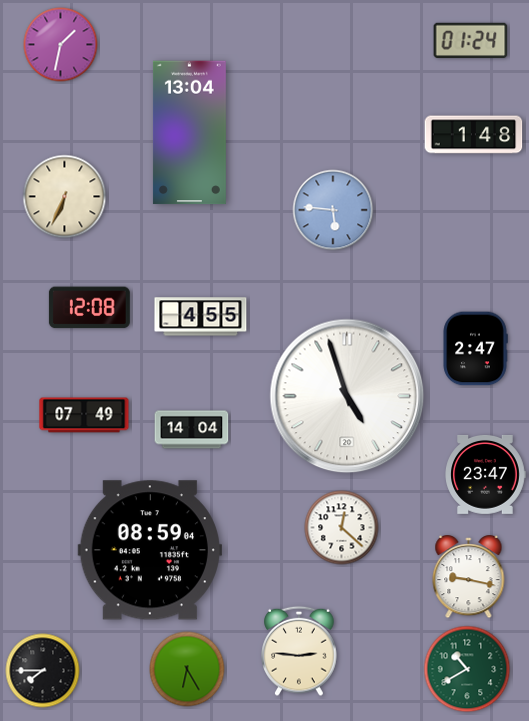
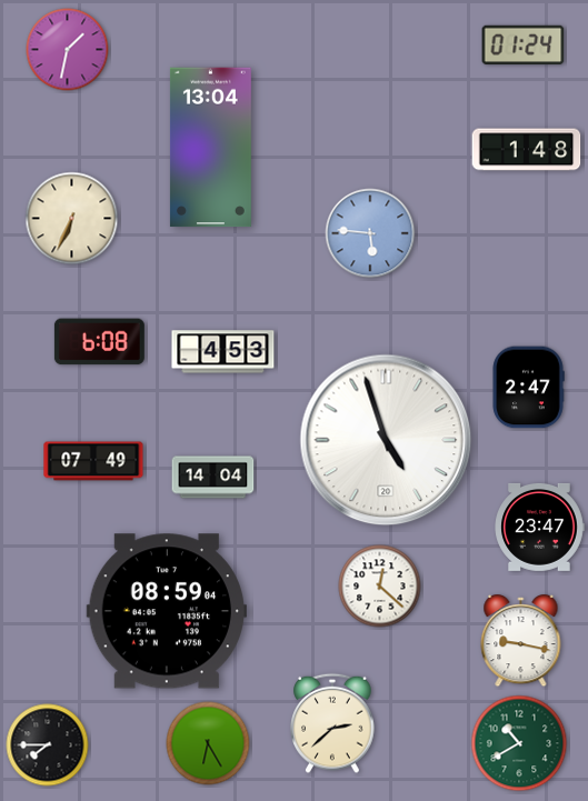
clock at (89, 308): 12:08 -> 6:08
clock at (201, 317): 4:55 -> 4:53
clock at (299, 651): 2:46 -> 2:38
